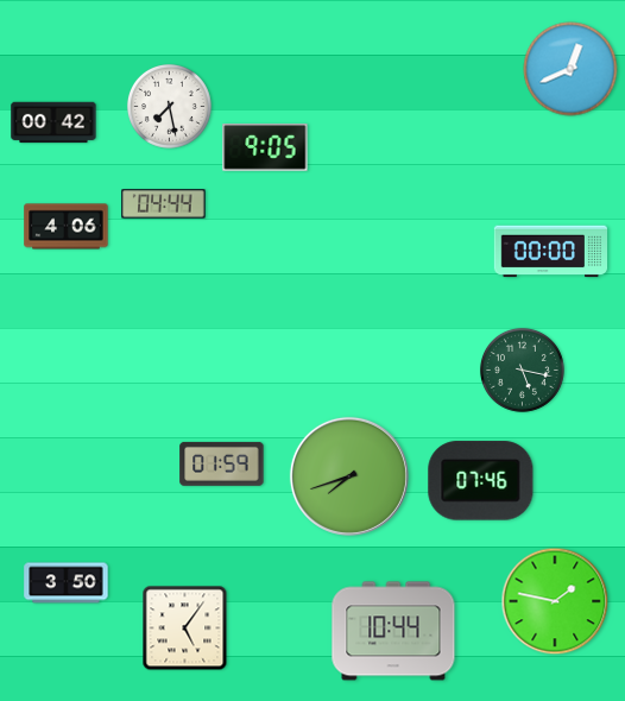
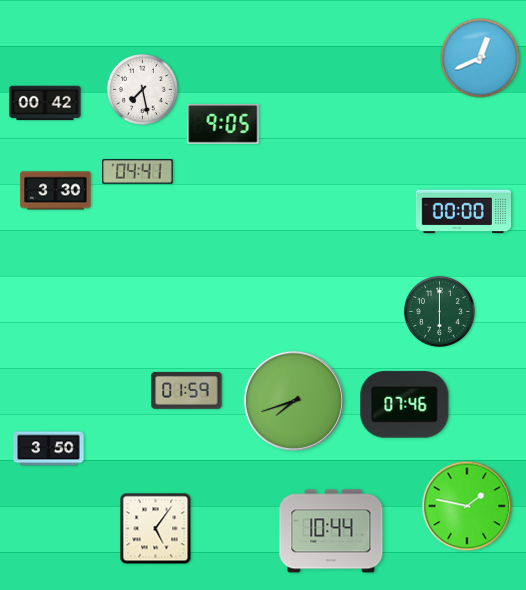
clock at (164, 204): 04:44 -> 04:41
clock at (67, 227): 4:06 -> 3:30
clock at (522, 370): 5:17 -> 6:00
clock at (67, 583) position: (67, 583) -> (49, 449)
